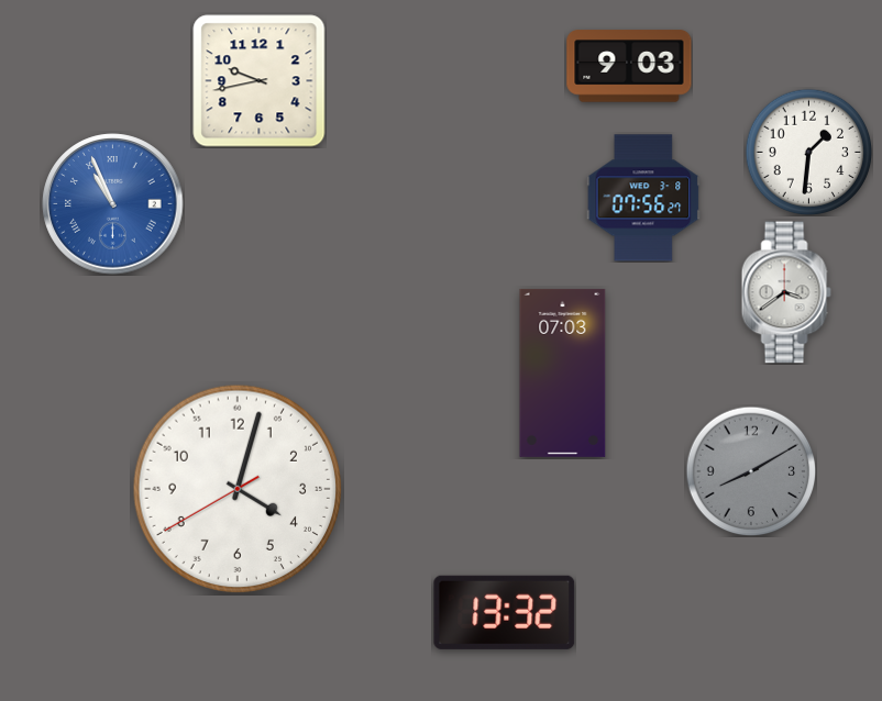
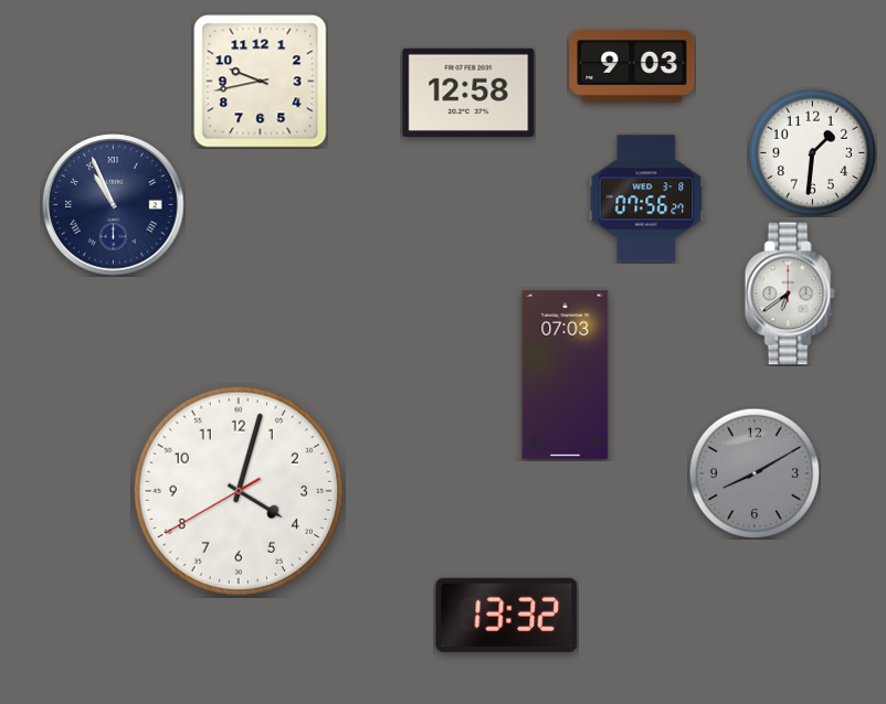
clock at (468, 93): none -> 12:58
clock at (113, 204) dial: blue -> navy
clock at (786, 292): 3:39 -> 6:39
